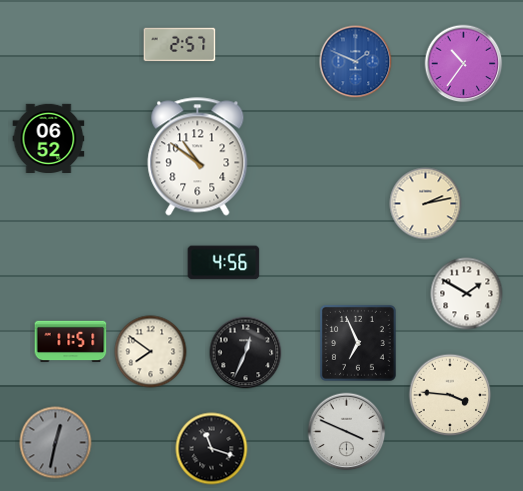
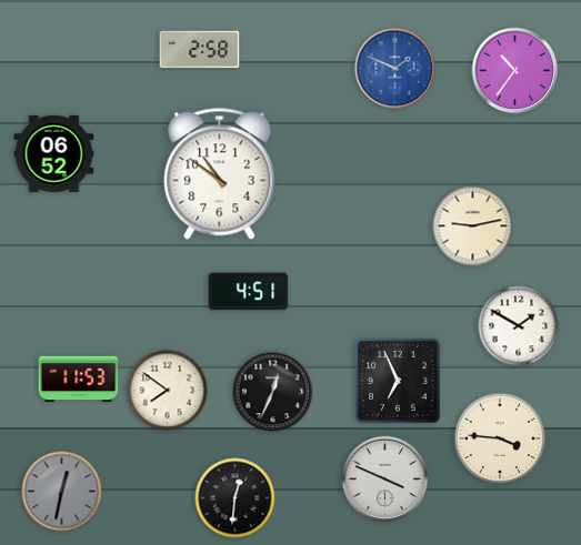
clock at (180, 45): 2:57 -> 2:58
clock at (426, 204): 2:13 -> 9:13
clock at (224, 263): 4:56 -> 4:51
clock at (71, 342): 11:51 -> 11:53
clock at (212, 449): 11:18 -> 12:31
